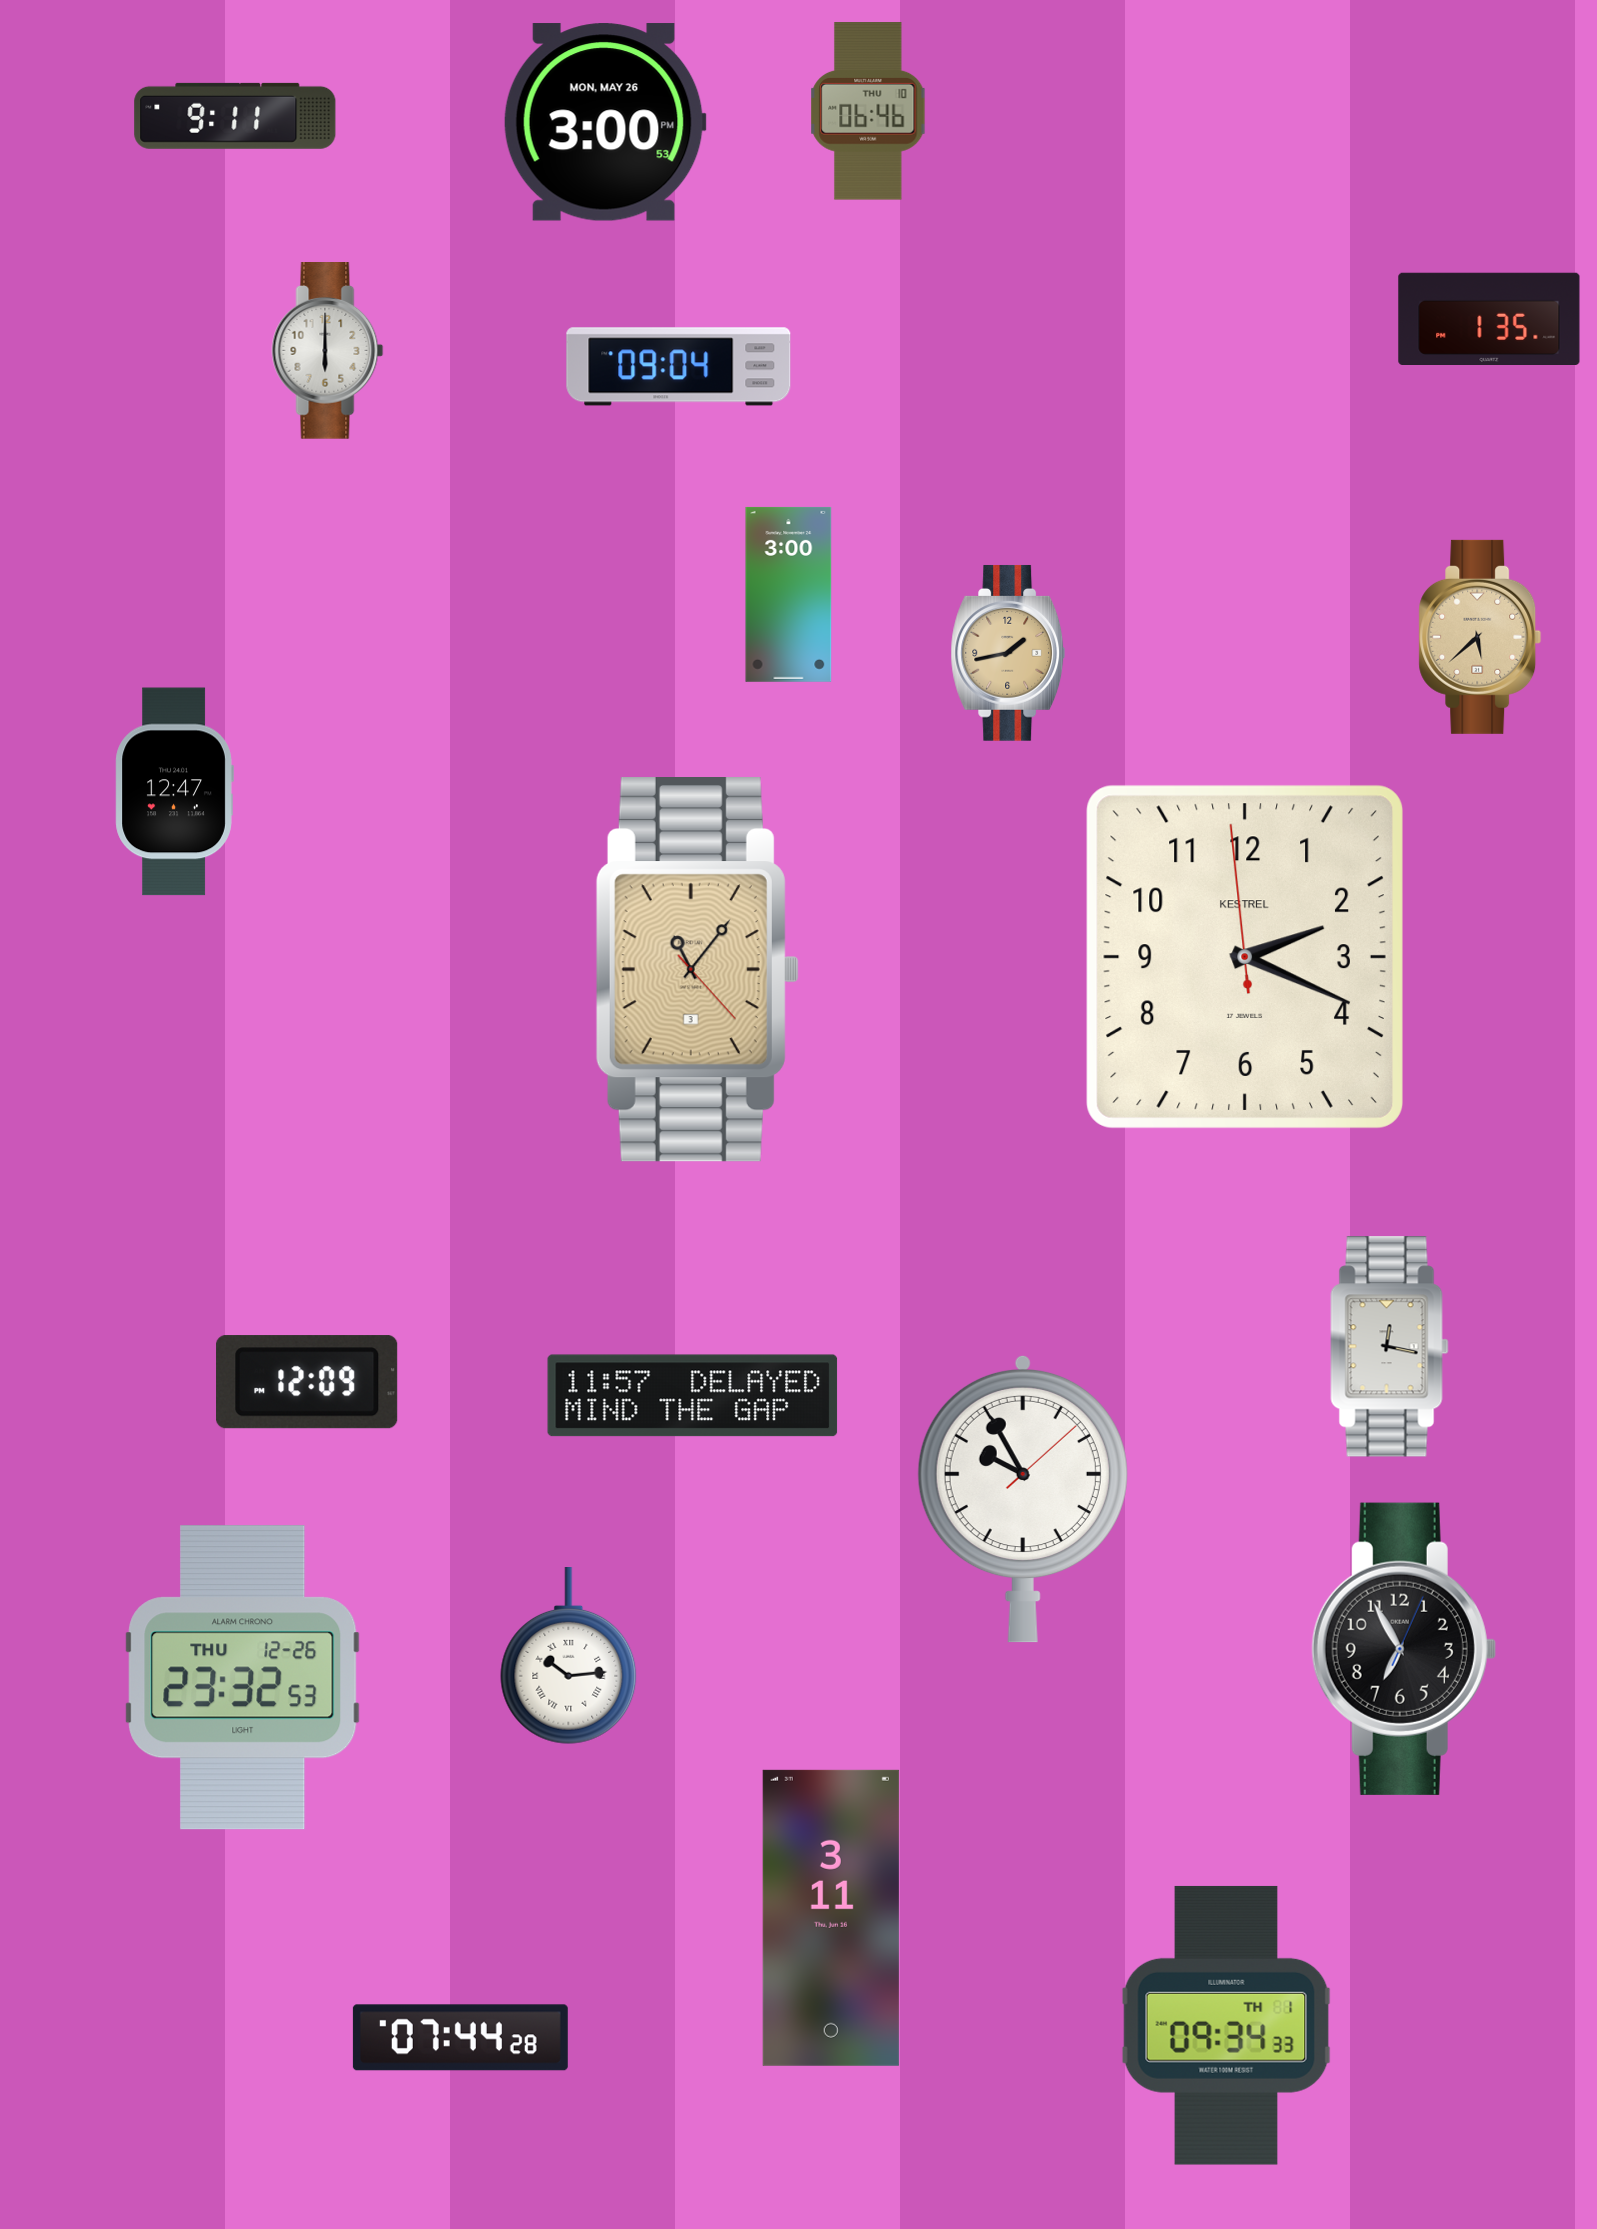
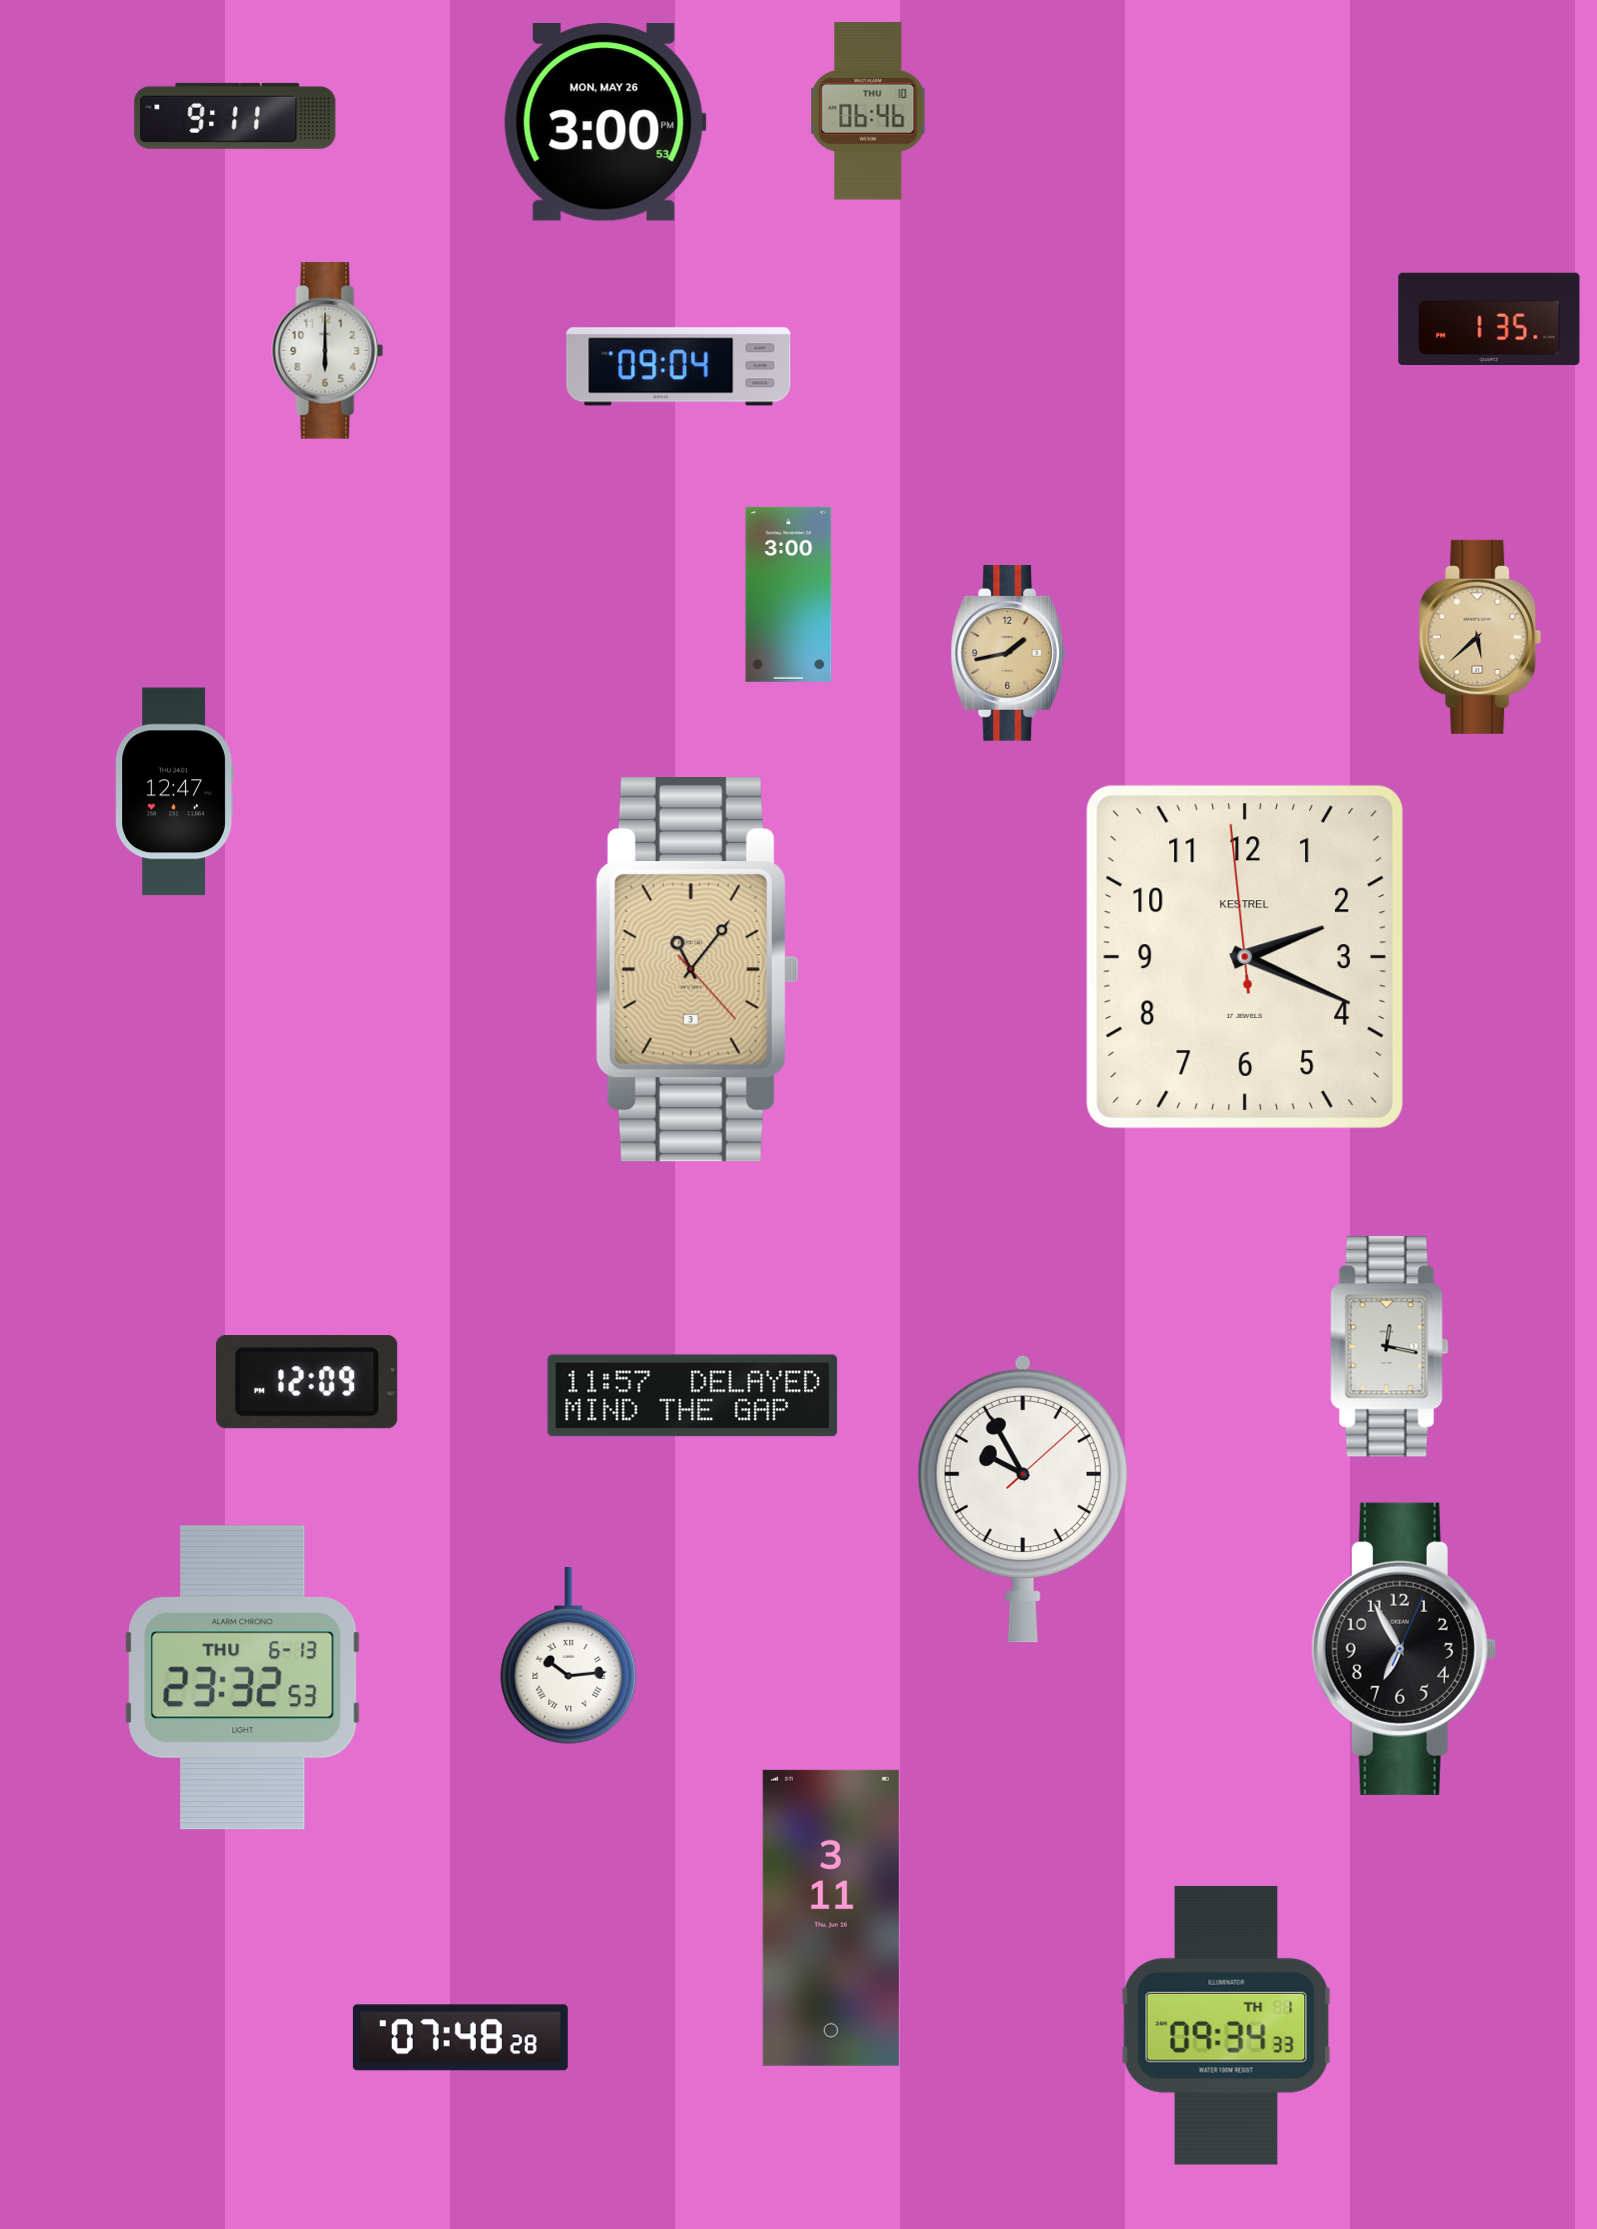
clock at (243, 1678) date: THU 12-26 -> THU 6-13
clock at (460, 2038): 07:44 -> 07:48
